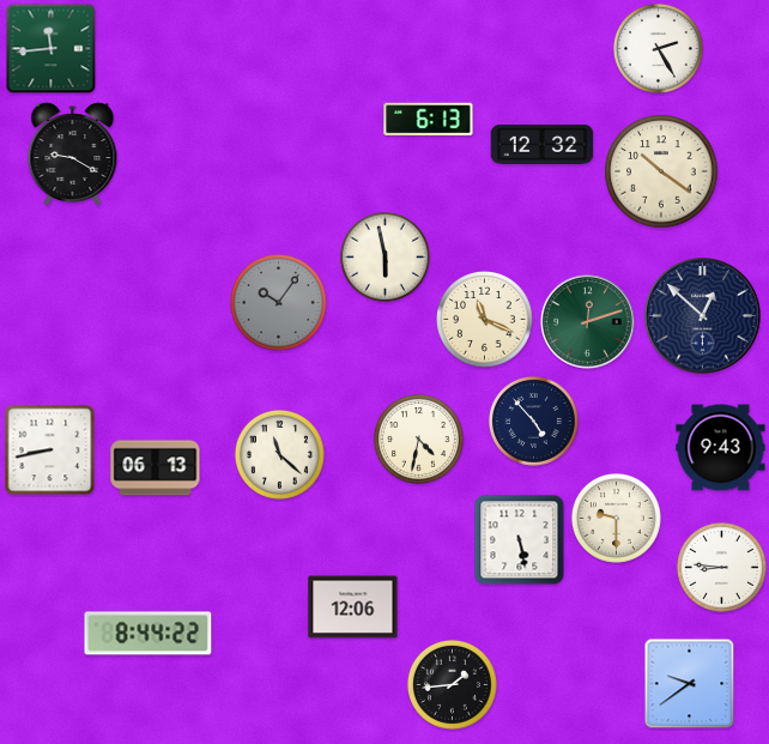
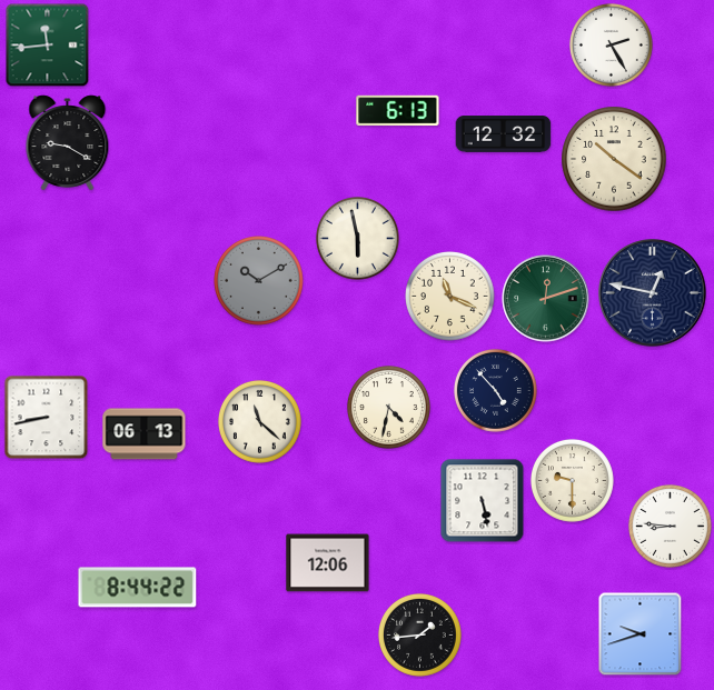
clock at (279, 303): 10:06 -> 10:10
clock at (703, 316): 12:52 -> 12:47
clock at (721, 448): 9:43 -> none
clock at (690, 684): 9:39 -> 9:42
